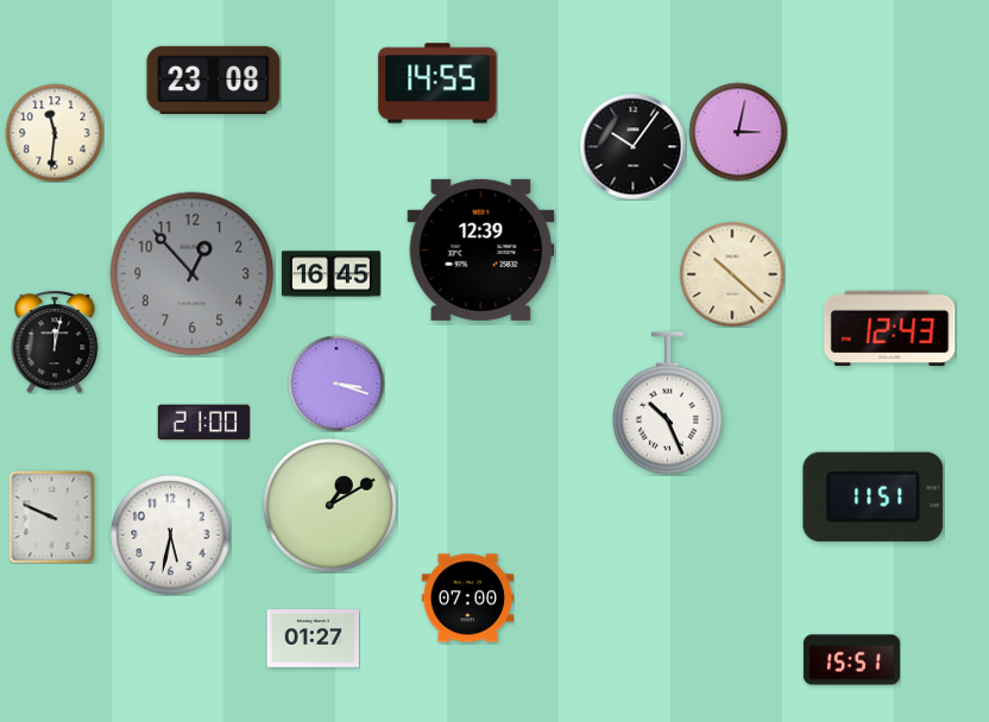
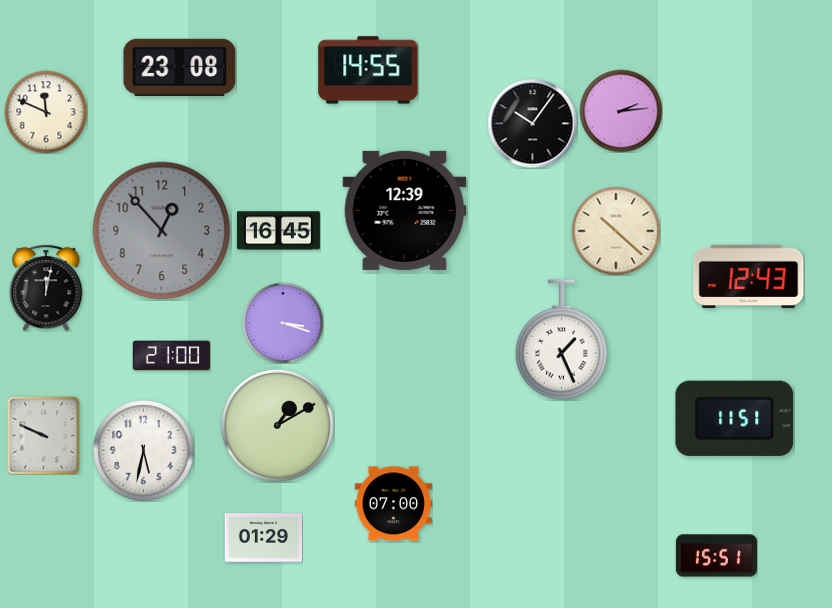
clock at (738, 132): 3:02 -> 2:14
clock at (55, 133): 11:31 -> 11:49
clock at (667, 404): 10:26 -> 1:26
clock at (313, 639): 01:27 -> 01:29
